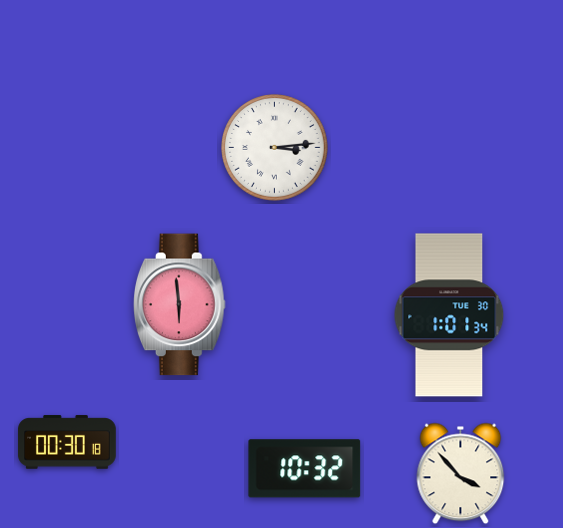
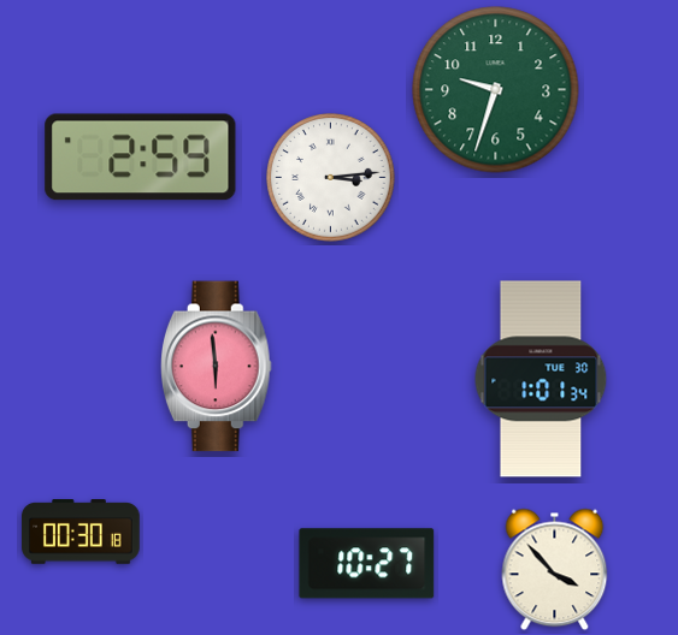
clock at (496, 90): none -> 9:33
clock at (141, 158): none -> 2:59
clock at (305, 469): 10:32 -> 10:27
